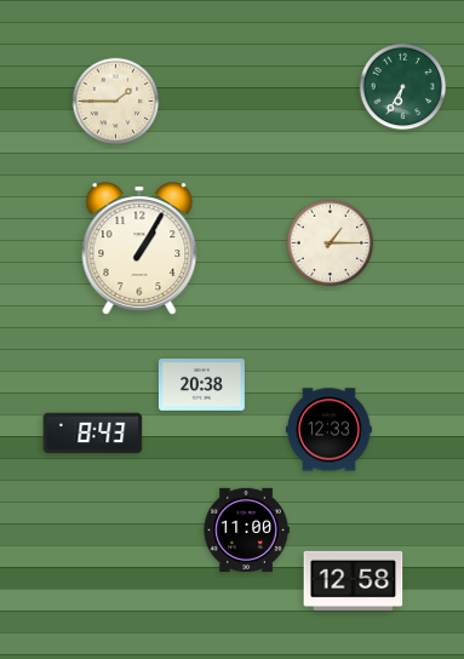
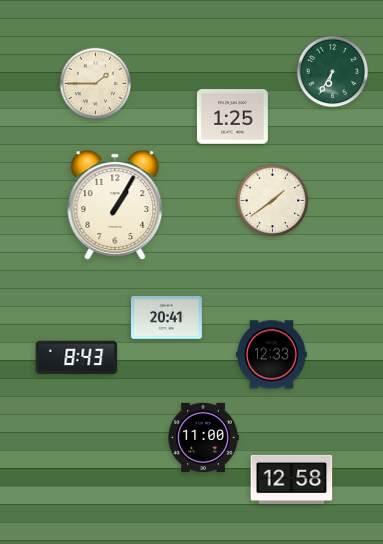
clock at (232, 117): none -> 1:25
clock at (331, 243): 1:15 -> 1:39
clock at (202, 385): 20:38 -> 20:41
